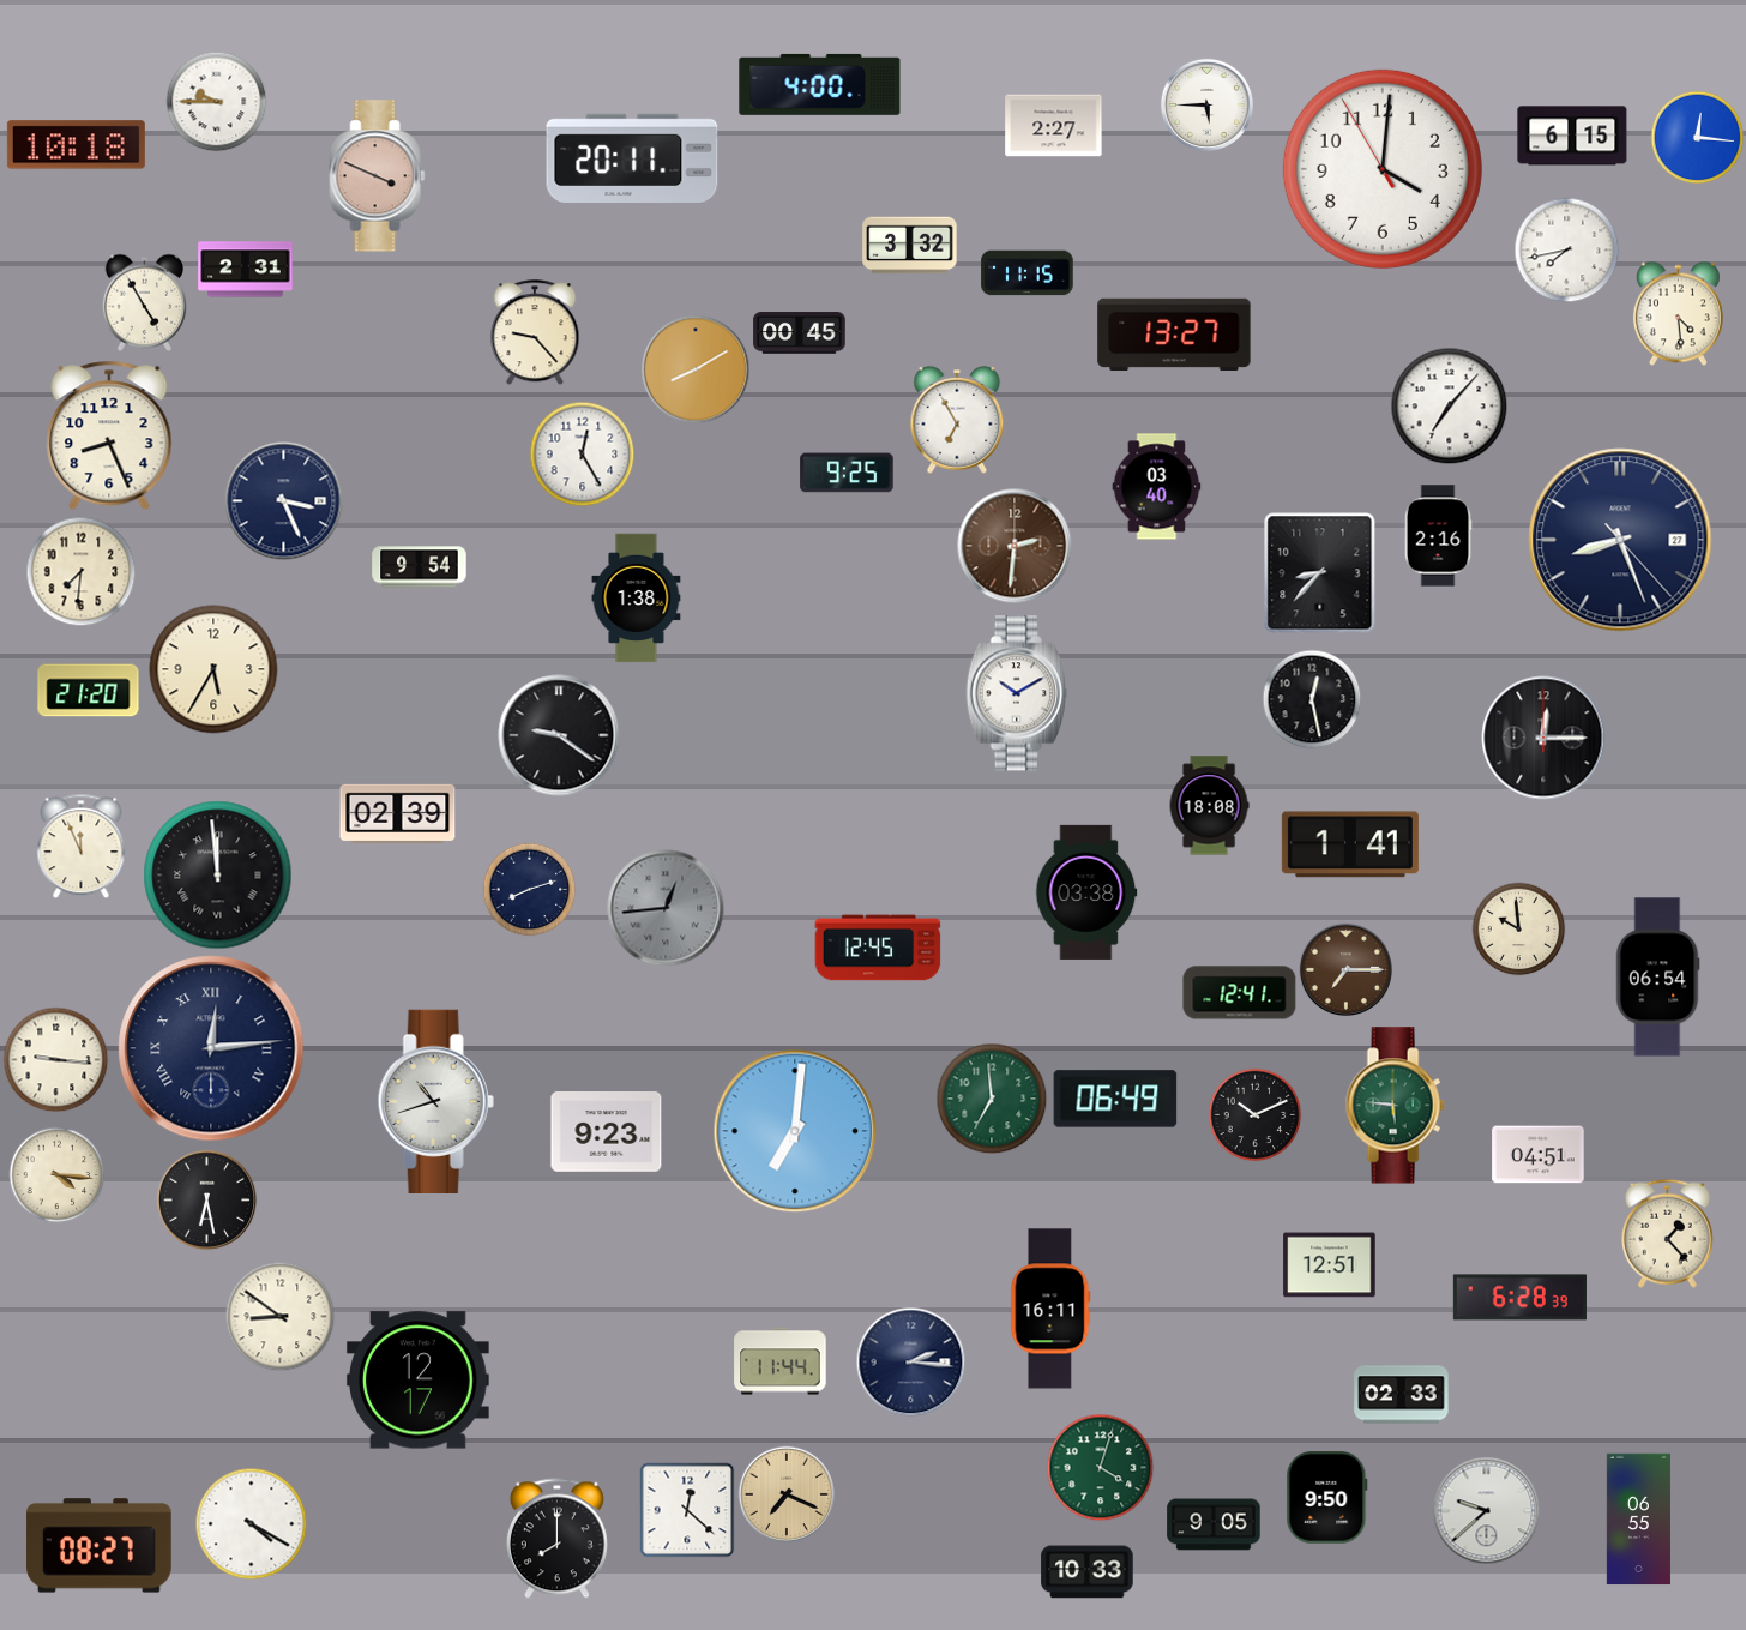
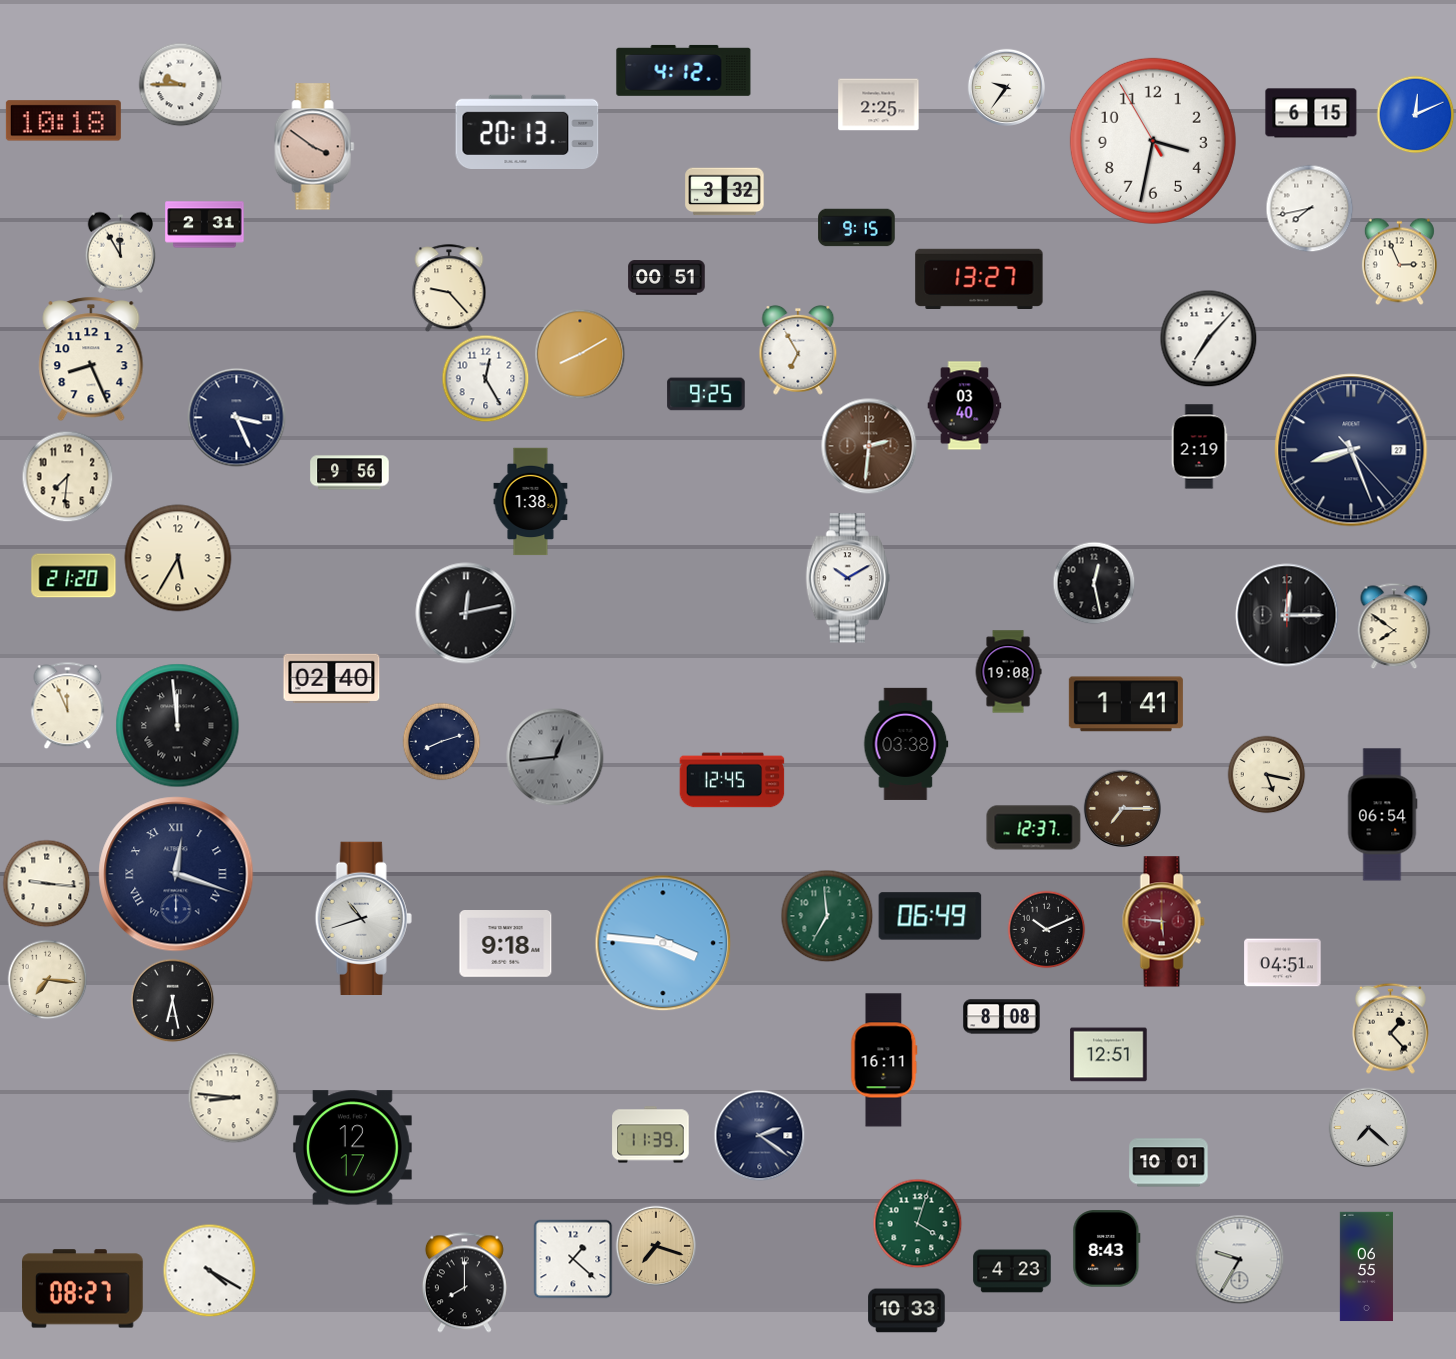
clock at (820, 84): 4:00 -> 4:12
clock at (1206, 104): 5:45 -> 9:36
clock at (1054, 126): 2:27 -> 2:25
clock at (1697, 137): 12:16 -> 12:11
clock at (632, 157): 20:11 -> 20:13
clock at (1383, 169): 4:00 -> 3:31
clock at (378, 176): 3:49 -> 3:51
clock at (910, 246) position: (910, 246) -> (725, 192)
clock at (1566, 249) position: (1566, 249) -> (1309, 208)
clock at (1028, 273): 11:15 -> 9:15
clock at (145, 302): 4:55 -> 11:55
clock at (1678, 313): 4:29 -> 2:56
clock at (535, 332) position: (535, 332) -> (449, 288)
clock at (800, 333): 00:45 -> 00:51
clock at (696, 369) position: (696, 369) -> (580, 354)
clock at (109, 435) position: (109, 435) -> (91, 359)
clock at (1438, 536): 2:16 -> 2:19
clock at (1015, 546) position: (1015, 546) -> (869, 446)
clock at (420, 567): 9:54 -> 9:56
clock at (1320, 573): 8:37 -> none
clock at (637, 599) position: (637, 599) -> (531, 502)
clock at (559, 735): 9:21 -> 12:13
clock at (1394, 626): none -> 7:51
clock at (1209, 806): 18:08 -> 19:08
clock at (398, 813): 02:39 -> 02:40
clock at (218, 876) position: (218, 876) -> (178, 726)
clock at (1518, 928): 9:59 -> 5:17
clock at (878, 948) position: (878, 948) -> (732, 780)
clock at (1240, 993): 12:41 -> 12:37
clock at (211, 1048): 12:14 -> 12:18
clock at (1395, 1106) dial: green -> burgundy
clock at (795, 1131): 7:01 -> 3:46
clock at (607, 1132): 9:23 -> 9:18
clock at (56, 1174): 4:16 -> 7:16
clock at (1002, 1017): none -> 8:08
clock at (1519, 1298): 6:28 -> none
clock at (1050, 1309) position: (1050, 1309) -> (884, 1060)
clock at (279, 1316): 8:51 -> 8:46
clock at (1368, 1127): none -> 7:22
clock at (781, 1361): 11:44 -> 11:39
clock at (910, 1361): 2:16 -> 2:21
clock at (417, 1381) position: (417, 1381) -> (352, 1148)
clock at (1402, 1395): 02:33 -> 10:01
clock at (787, 1494): 7:19 -> 7:18
clock at (1327, 1498): 9:50 -> 8:43
clock at (687, 1510): 12:22 -> 1:22
clock at (1486, 1510): 9:38 -> 9:35
clock at (1214, 1524): 9:05 -> 4:23
